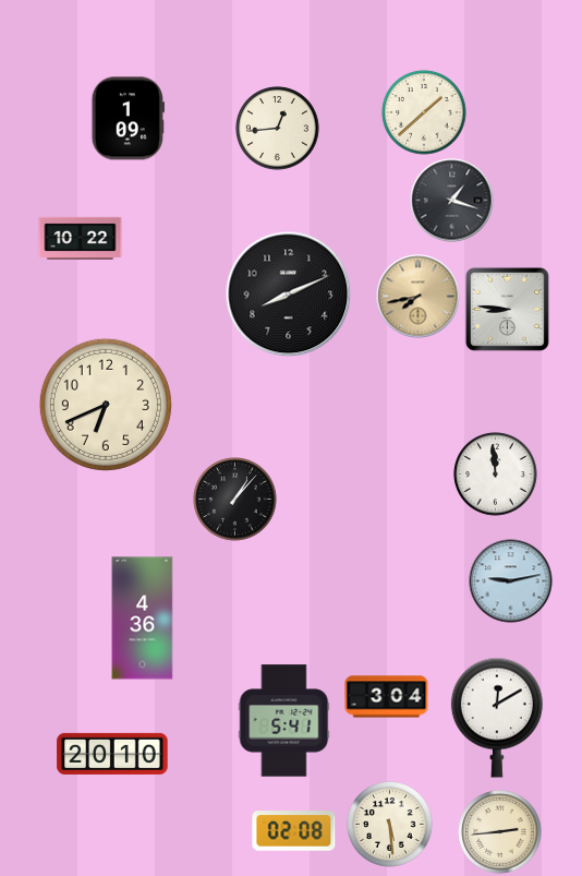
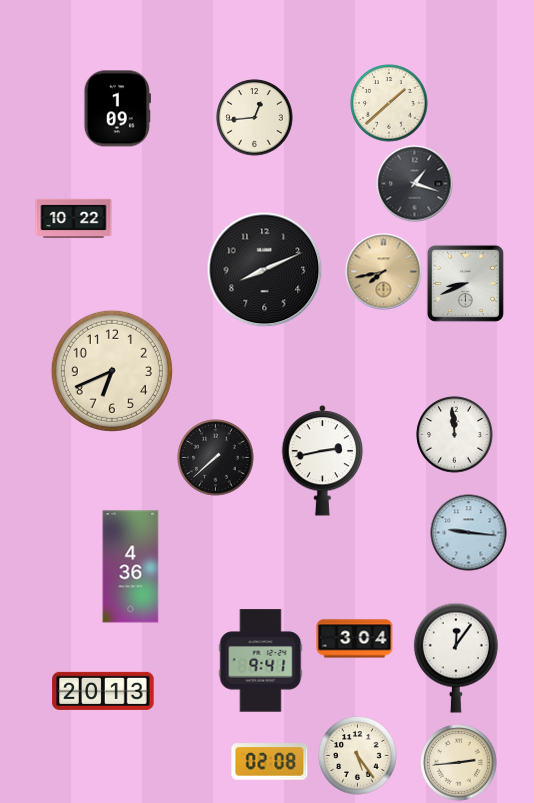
clock at (507, 309): 8:46 -> 8:41
clock at (106, 405) position: (106, 405) -> (112, 371)
clock at (235, 500): 1:07 -> 7:38
clock at (323, 461): none -> 2:43
clock at (511, 581): 9:13 -> 9:16
clock at (497, 718): 12:10 -> 12:06
clock at (284, 721): 5:41 -> 9:41
clock at (112, 754): 20:10 -> 20:13
clock at (390, 825): 5:29 -> 5:24
